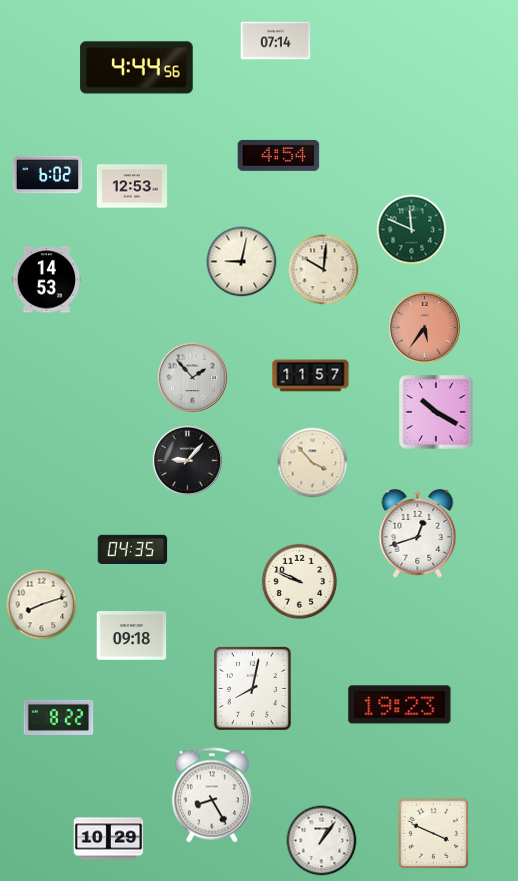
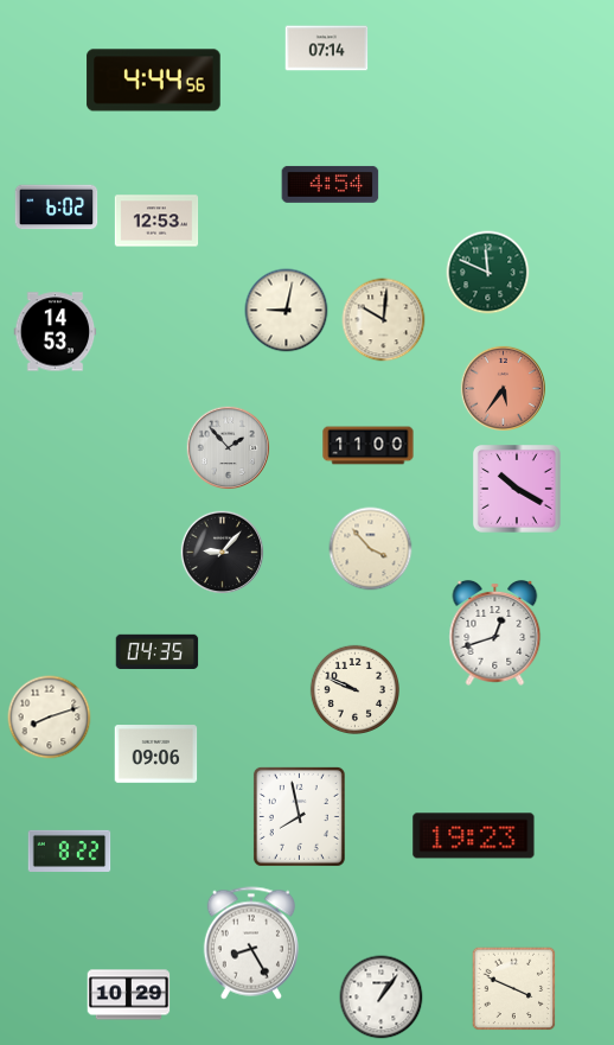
clock at (137, 68) position: (137, 68) -> (154, 81)
clock at (311, 376): 11:57 -> 11:00
clock at (188, 461) position: (188, 461) -> (223, 553)
clock at (132, 636): 09:18 -> 09:06
clock at (252, 688): 8:02 -> 7:58
